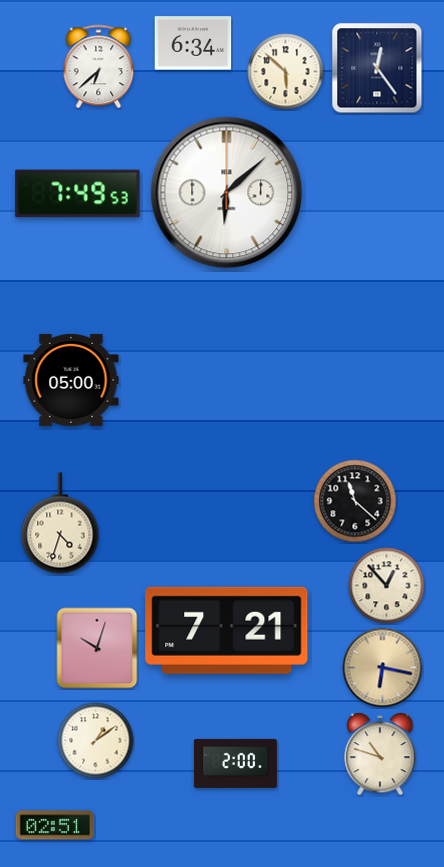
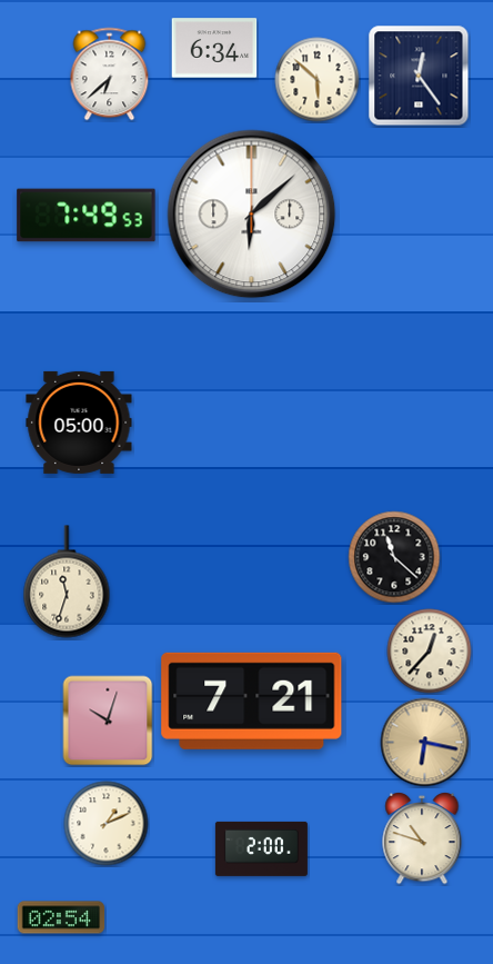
clock at (60, 523): 4:33 -> 11:33
clock at (387, 586): 12:53 -> 12:37
clock at (96, 741): 1:09 -> 1:11
clock at (55, 825): 02:51 -> 02:54
